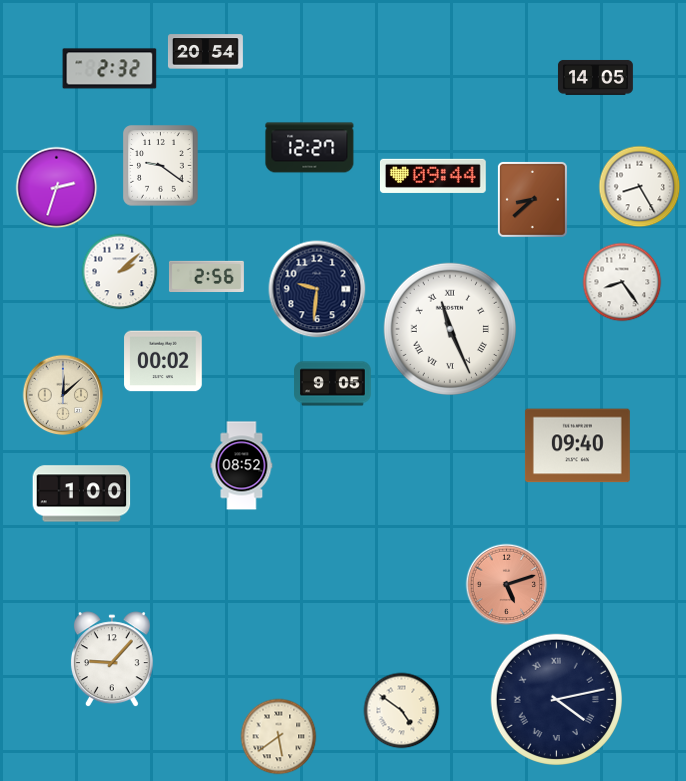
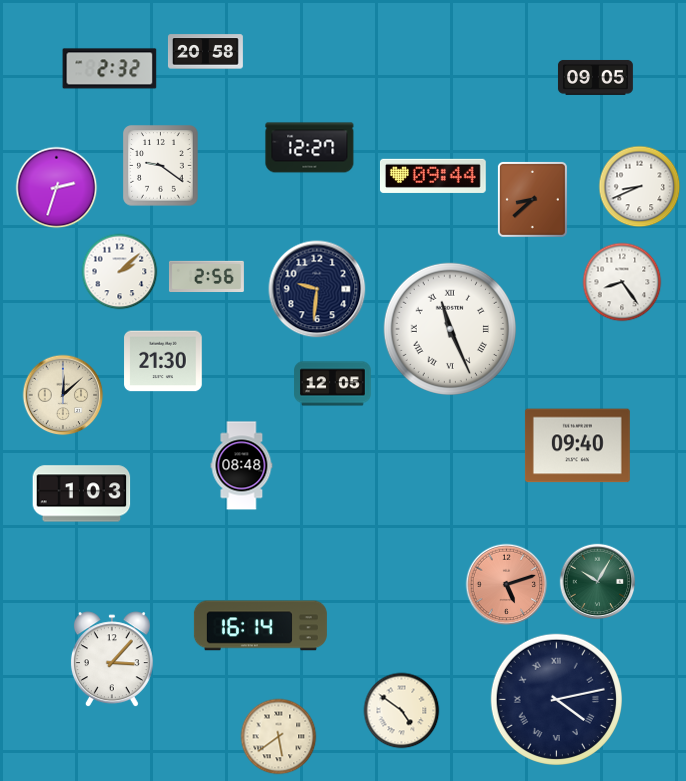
clock at (205, 52): 20:54 -> 20:58
clock at (595, 77): 14:05 -> 09:05
clock at (640, 187): 8:25 -> 8:41
clock at (163, 361): 00:02 -> 21:30
clock at (333, 384): 9:05 -> 12:05
clock at (242, 466): 08:52 -> 08:48
clock at (82, 494): 1:00 -> 1:03
clock at (598, 582): none -> 10:05
clock at (260, 626): none -> 16:14
clock at (112, 660): 9:07 -> 3:07
